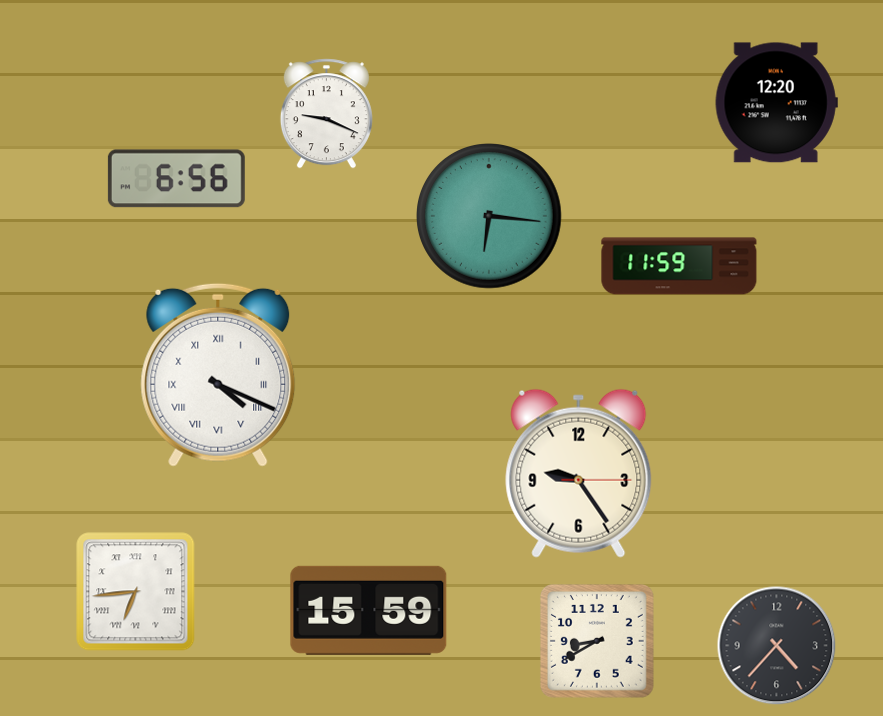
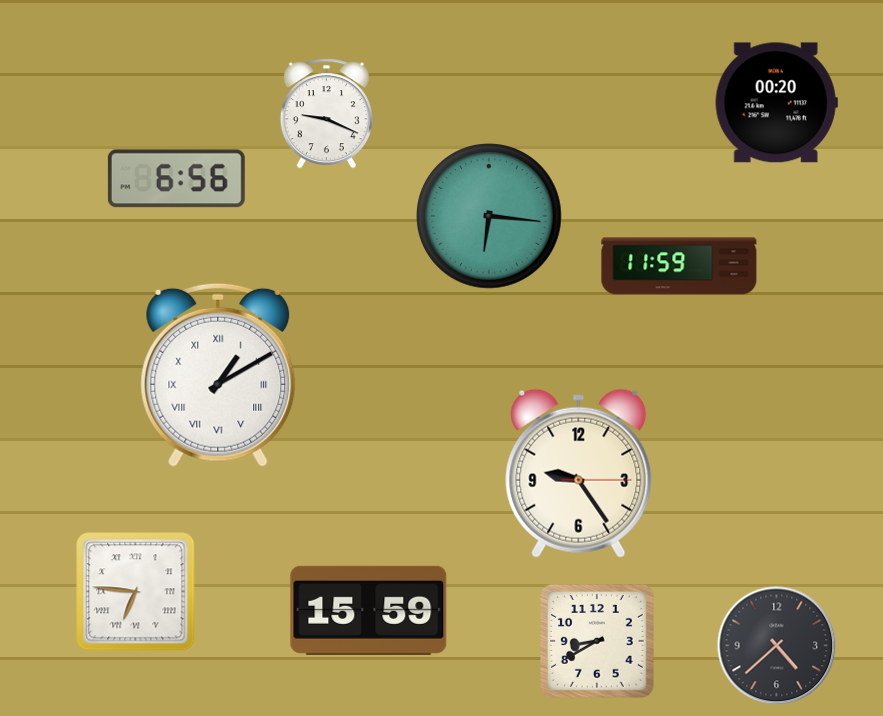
clock at (776, 103): 12:20 -> 00:20
clock at (218, 375): 4:19 -> 1:10
clock at (136, 592): 6:44 -> 6:46
clock at (777, 646): 4:37 -> 4:38
